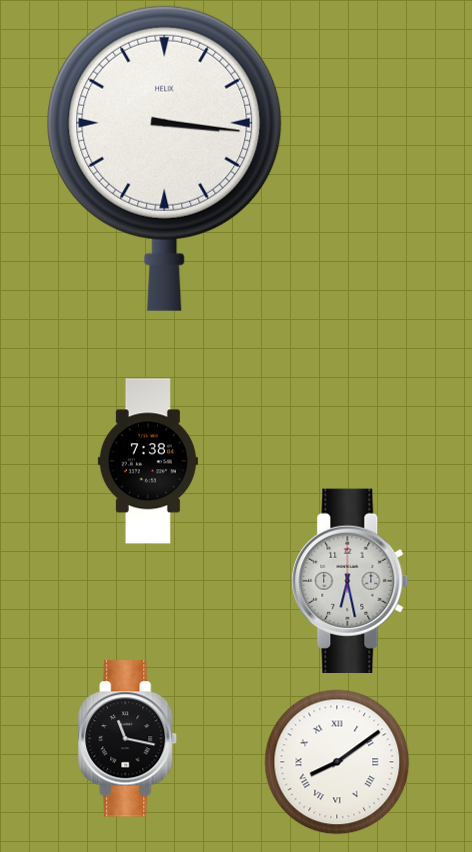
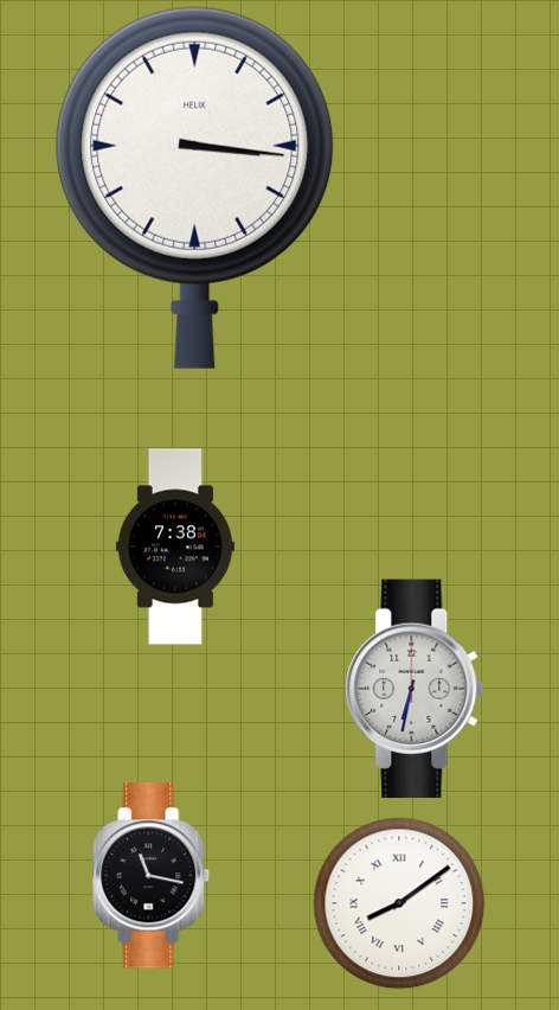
clock at (350, 580): 6:28 -> 6:32
